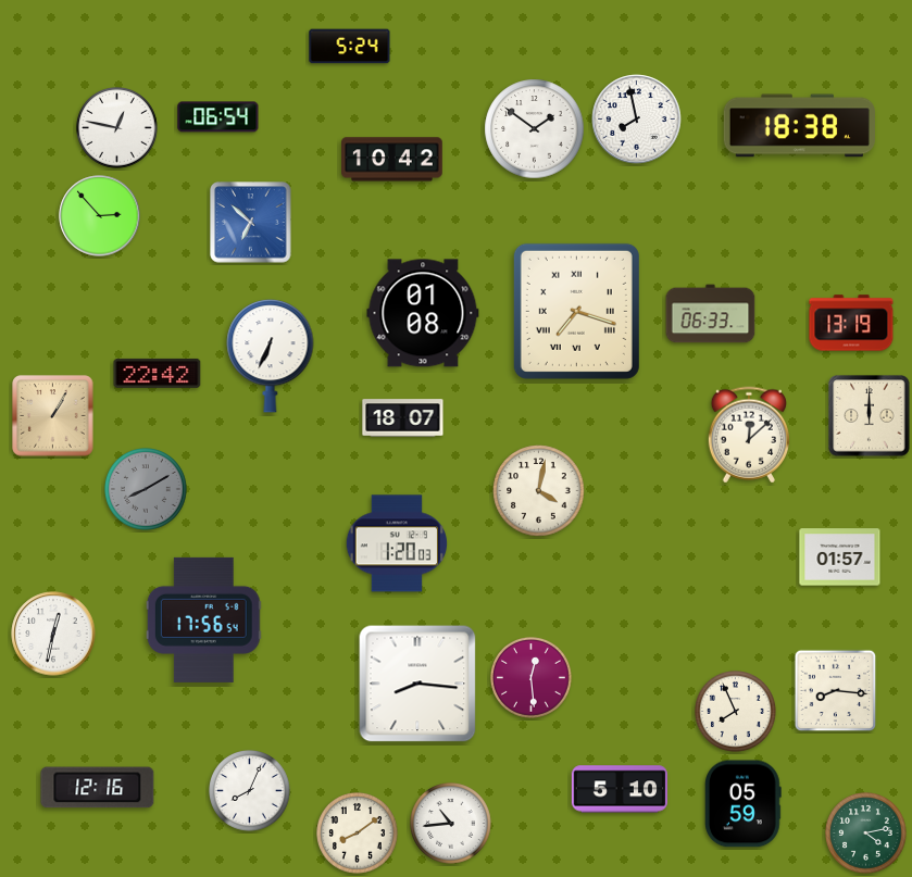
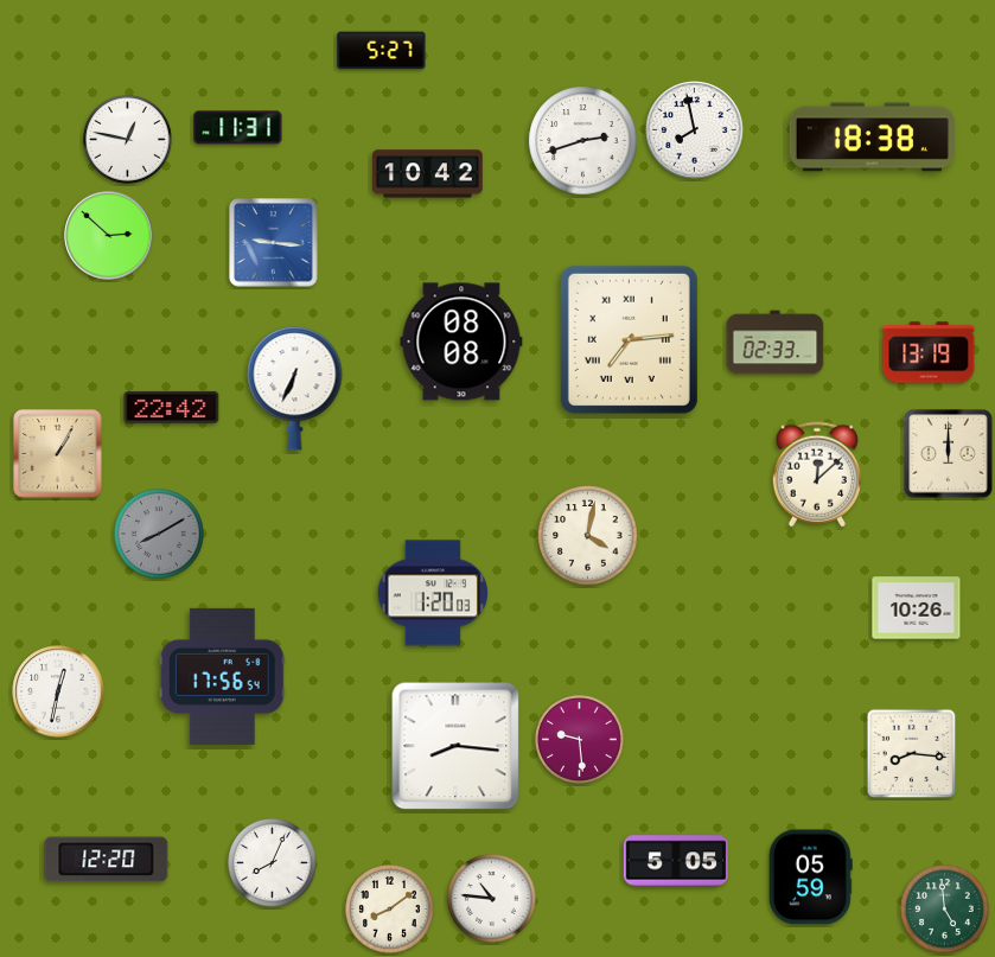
clock at (350, 47): 5:24 -> 5:27
clock at (218, 117): 06:54 -> 11:31
clock at (535, 129): 1:51 -> 2:42
clock at (100, 216): 2:53 -> 2:52
clock at (251, 223): 6:52 -> 9:16
clock at (576, 311): 7:18 -> 7:14
clock at (423, 313): 01:08 -> 08:08
clock at (711, 314): 06:33 -> 02:33
clock at (403, 418): 18:07 -> none
clock at (840, 557): 01:57 -> 10:26
clock at (532, 678): 12:29 -> 9:29
clock at (736, 712): 7:56 -> none
clock at (98, 788): 12:16 -> 12:20
clock at (620, 789): 5:10 -> 5:05
clock at (451, 824): 10:44 -> 10:46
clock at (866, 834): 4:13 -> 4:59
